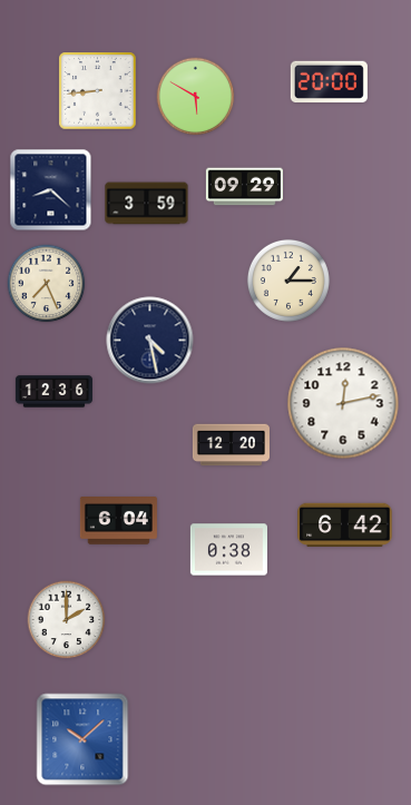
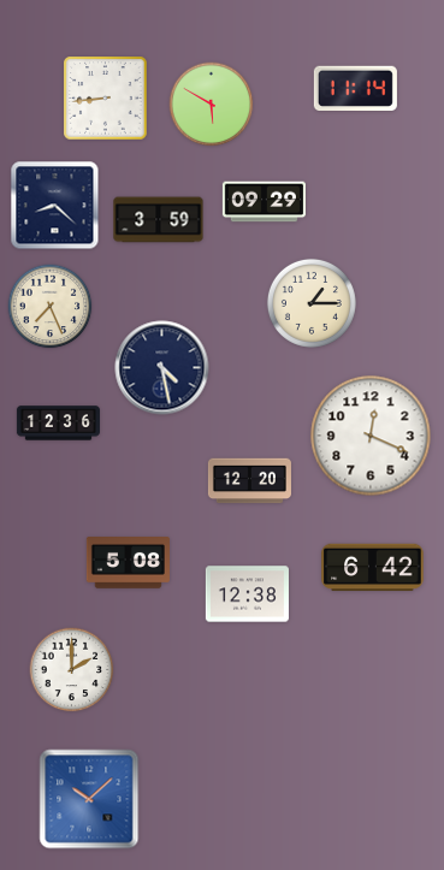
clock at (329, 81): 20:00 -> 11:14
clock at (343, 403): 12:13 -> 12:19
clock at (118, 521): 6:04 -> 5:08
clock at (228, 550): 0:38 -> 12:38
